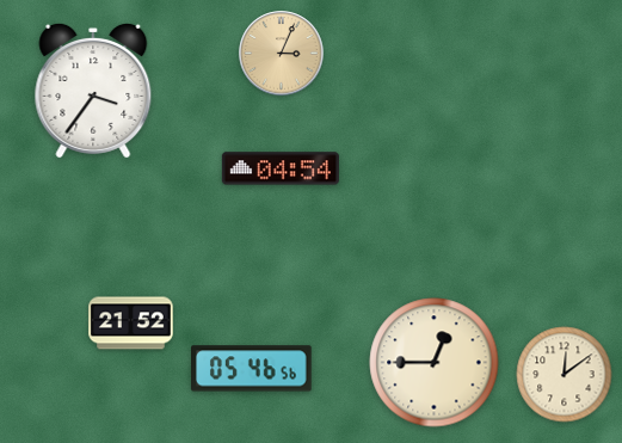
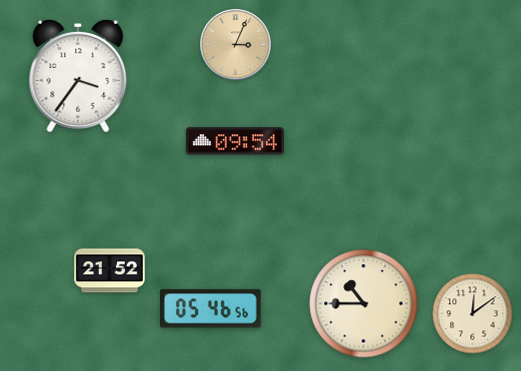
clock at (281, 168): 04:54 -> 09:54
clock at (435, 363): 12:45 -> 10:45
